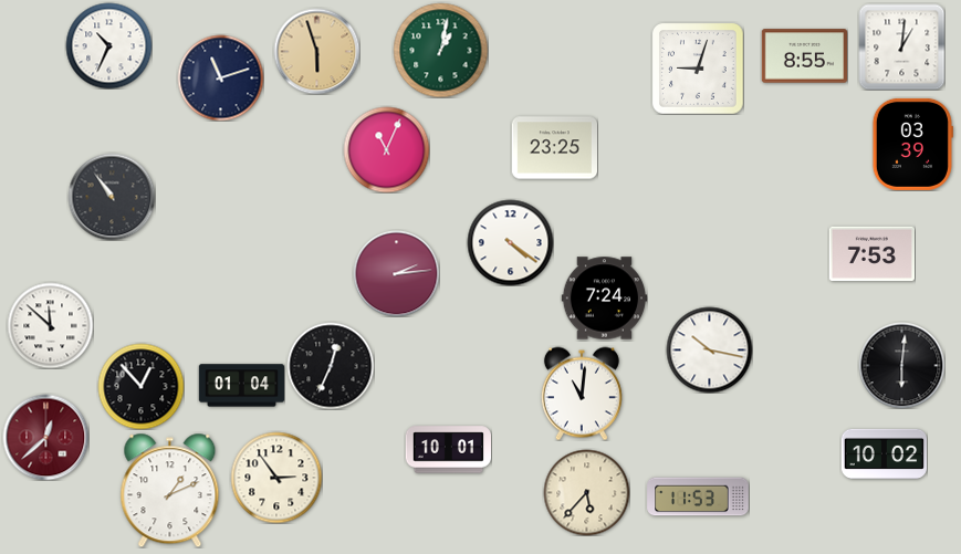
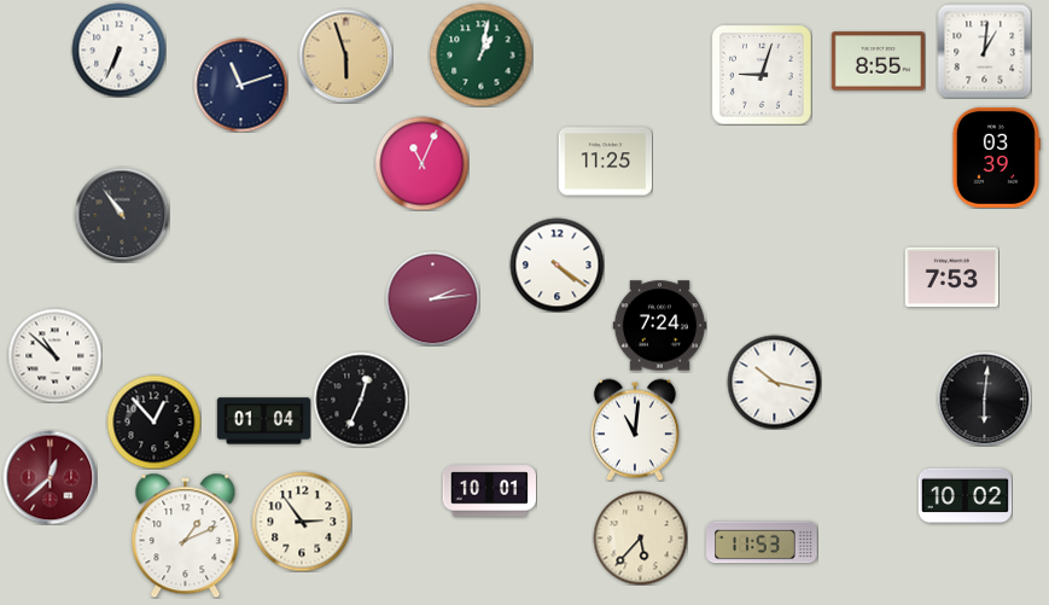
clock at (108, 45): 10:34 -> 6:34
clock at (554, 148): 23:25 -> 11:25
clock at (50, 325): 11:52 -> 10:52
